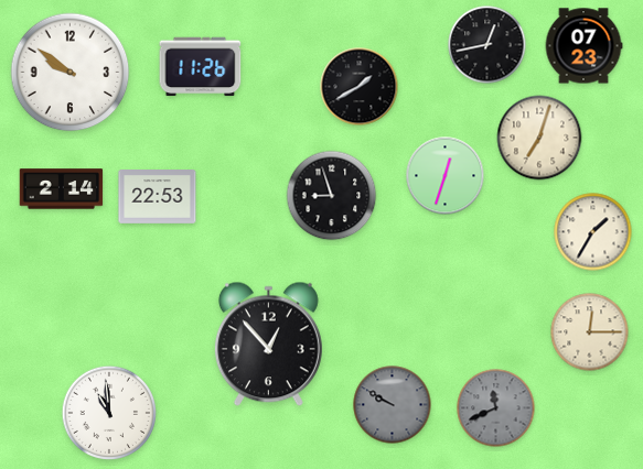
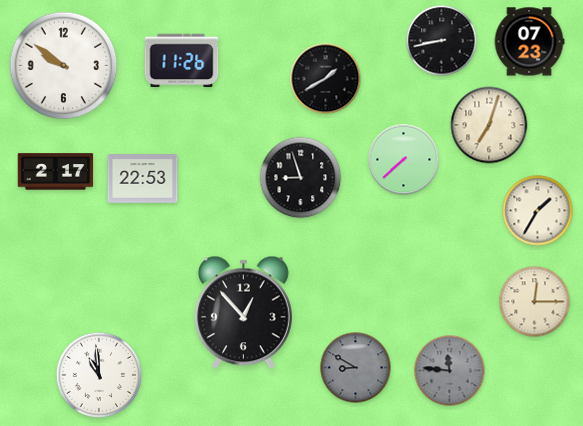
clock at (487, 45): 12:43 -> 8:43
clock at (446, 176): 12:33 -> 7:38
clock at (62, 189): 2:14 -> 2:17
clock at (393, 405): 9:50 -> 8:50
clock at (496, 408): 11:41 -> 11:46
